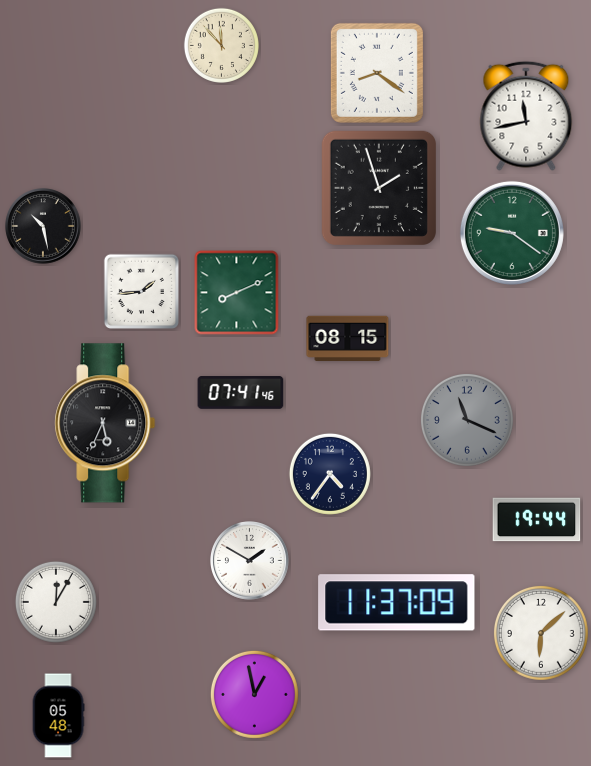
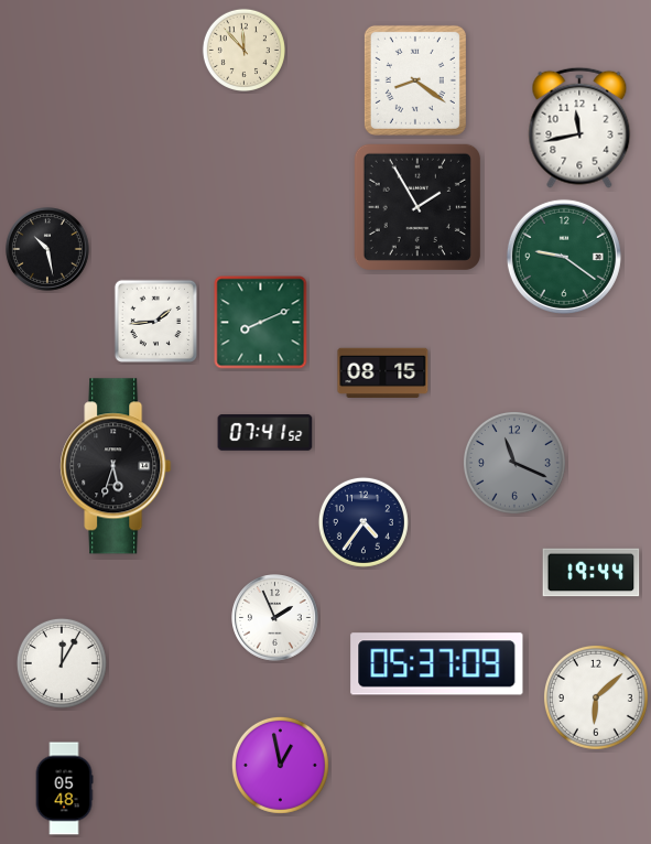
clock at (379, 188): 1:57 -> 1:55
clock at (241, 393): 07:41:46 -> 07:41:52
clock at (105, 423): 5:34 -> 5:33
clock at (250, 561): 1:50 -> 1:56
clock at (397, 603): 11:37 -> 05:37
